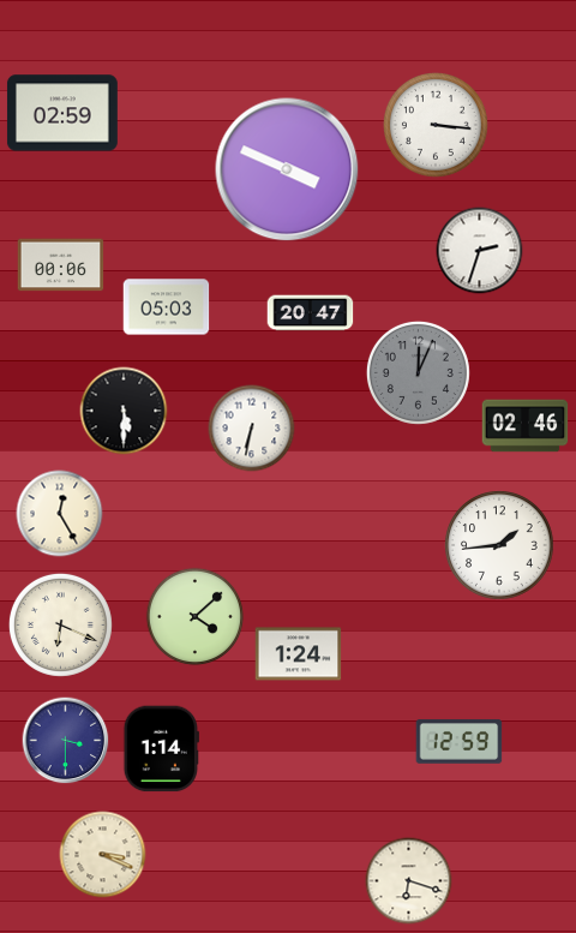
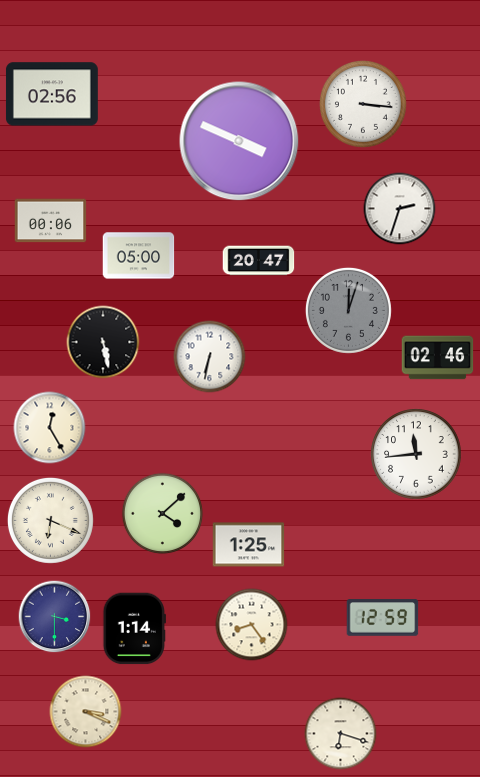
clock at (62, 113): 02:59 -> 02:56
clock at (167, 307): 05:03 -> 05:00
clock at (418, 372): 12:04 -> 12:03
clock at (124, 411): 5:30 -> 5:28
clock at (526, 426) position: (526, 426) -> (438, 358)
clock at (499, 545): 1:44 -> 11:44
clock at (299, 654): 1:24 -> 1:25
clock at (161, 749) position: (161, 749) -> (134, 629)
clock at (252, 625): none -> 8:24
